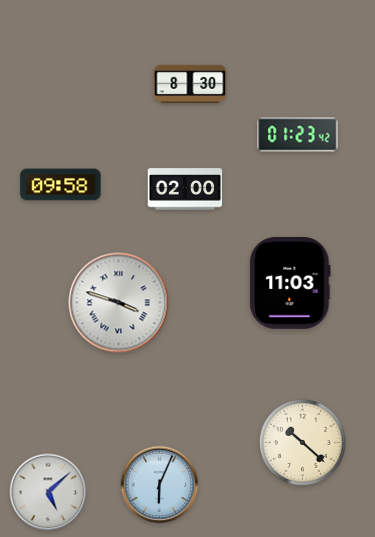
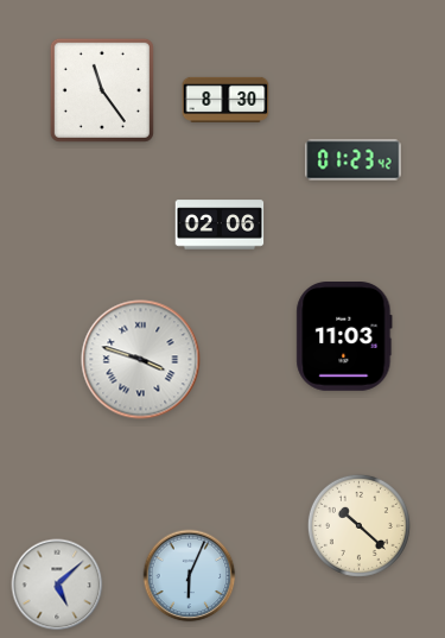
clock at (102, 90): none -> 11:24
clock at (61, 185): 09:58 -> none
clock at (185, 189): 02:00 -> 02:06
